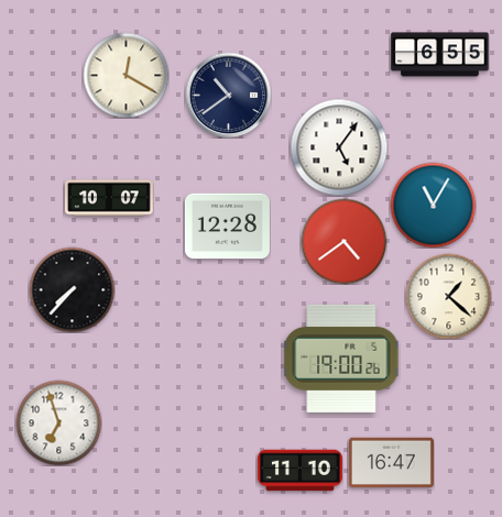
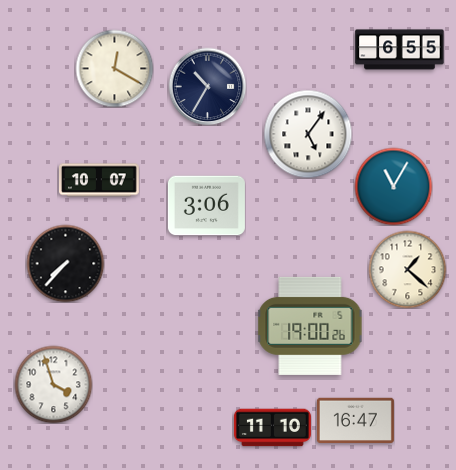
clock at (228, 95): 10:39 -> 10:35
clock at (227, 227): 12:28 -> 3:06
clock at (343, 241): 4:39 -> none
clock at (58, 422): 6:57 -> 3:57
